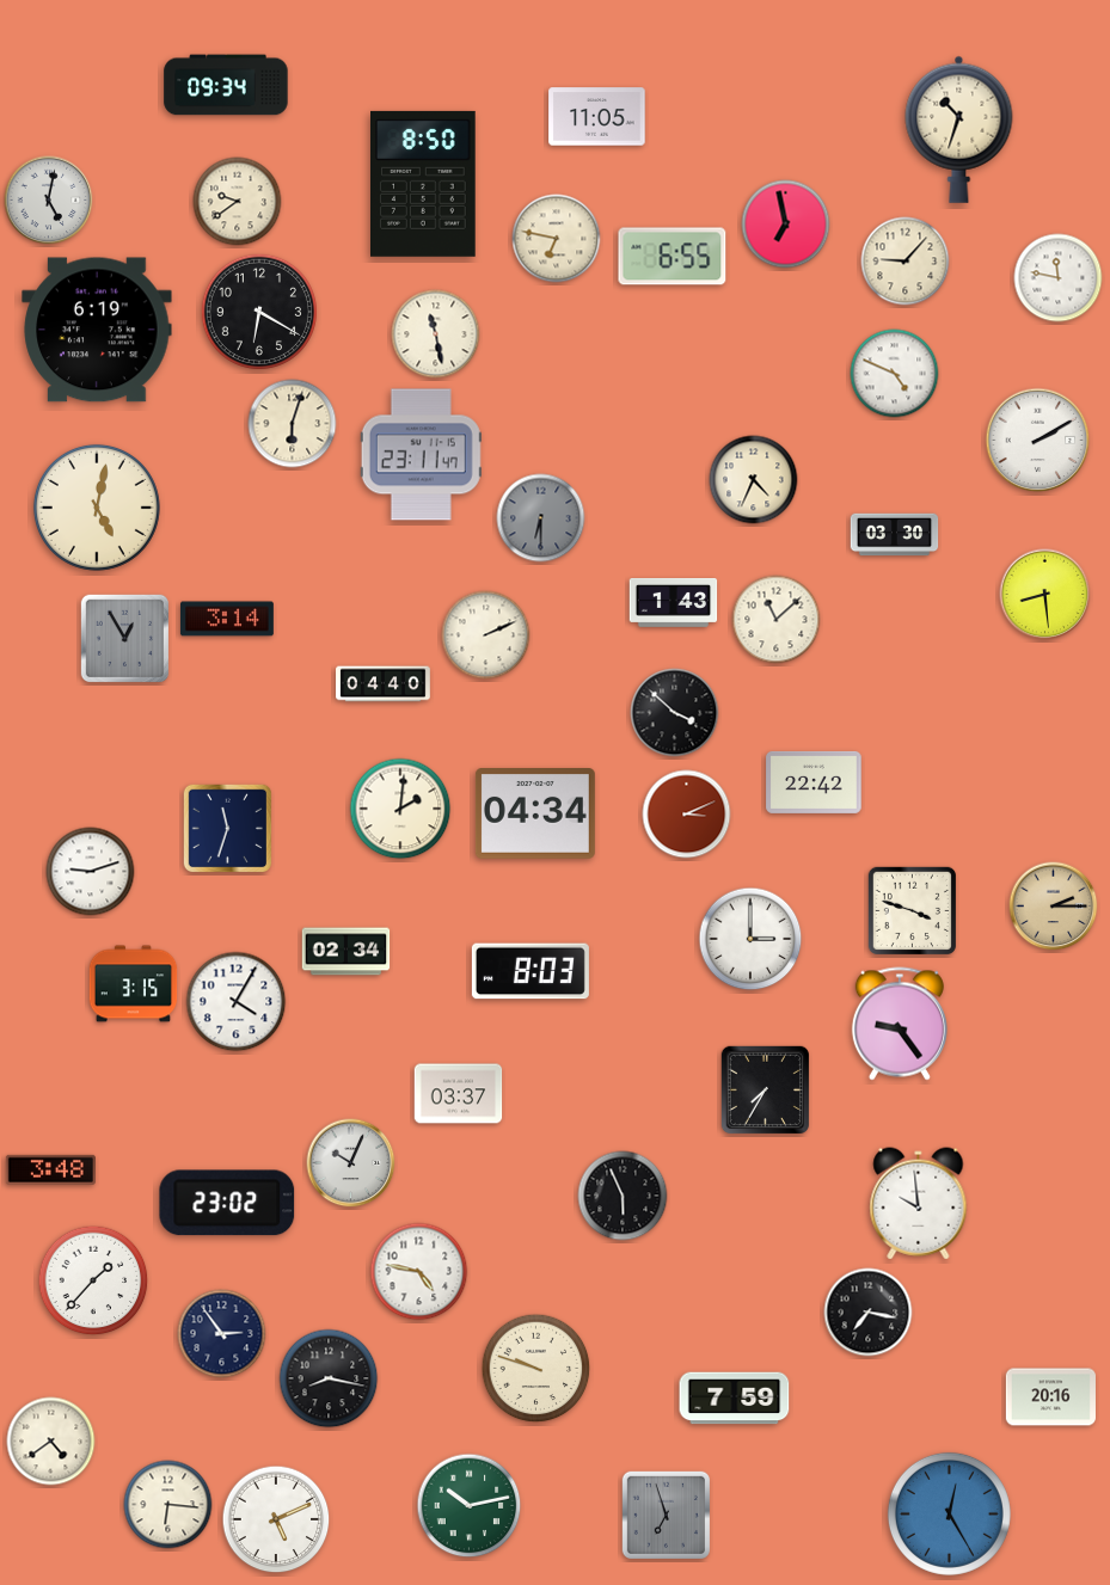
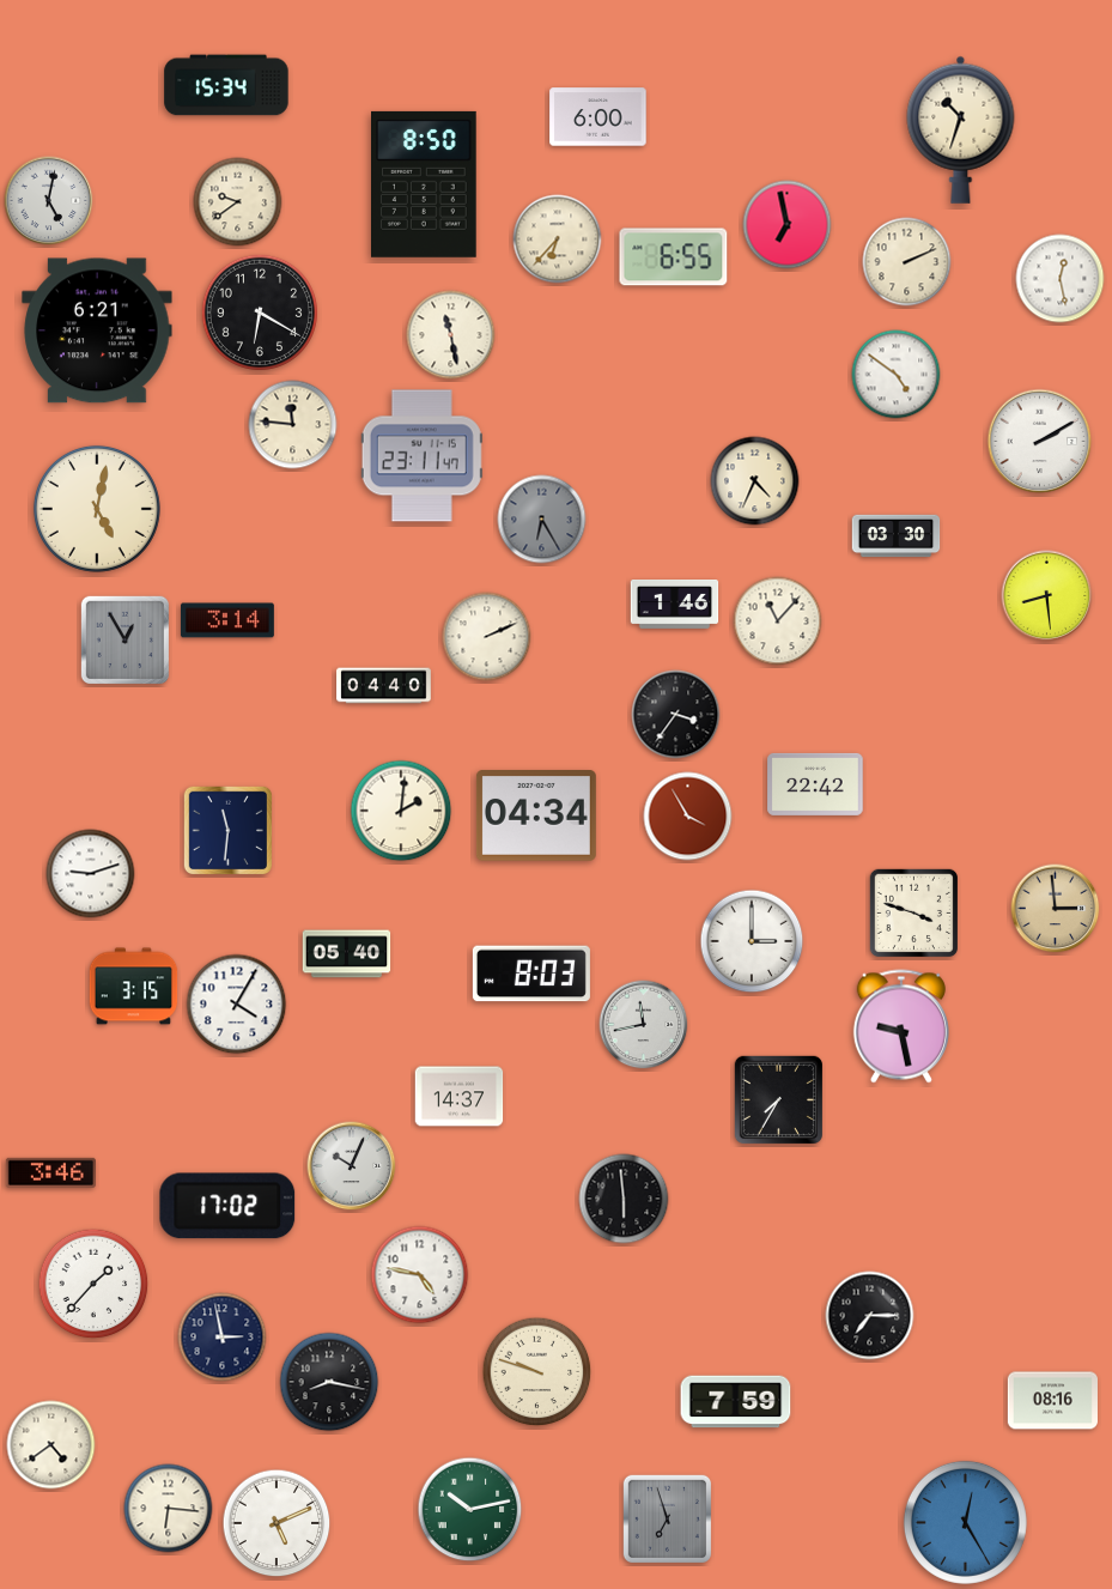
clock at (226, 85): 09:34 -> 15:34
clock at (597, 117): 11:05 -> 6:00
clock at (557, 239): 6:47 -> 6:37
clock at (906, 262): 9:07 -> 2:11
clock at (1059, 278): 11:47 -> 12:28
clock at (97, 330): 6:19 -> 6:21
clock at (436, 334) position: (436, 334) -> (451, 335)
clock at (895, 374): 4:49 -> 4:51
clock at (293, 424): 6:03 -> 11:46
clock at (541, 518): 6:30 -> 6:25
clock at (674, 603): 1:43 -> 1:46
clock at (777, 620): 11:08 -> 11:07
clock at (675, 713): 3:52 -> 3:36
clock at (687, 815): 3:11 -> 3:55
clock at (227, 828): 11:33 -> 11:31
clock at (1054, 907): 2:15 -> 2:59
clock at (347, 952): 02:34 -> 05:40
clock at (644, 1025): none -> 11:43
clock at (900, 1024): 9:24 -> 9:28
clock at (765, 1089) position: (765, 1089) -> (778, 1099)
clock at (459, 1094): 03:37 -> 14:37
clock at (50, 1169): 3:48 -> 3:46
clock at (623, 1196): 5:56 -> 5:59
clock at (227, 1203): 23:02 -> 17:02
clock at (919, 1204): 9:59 -> none
clock at (869, 1313): 7:17 -> 7:15
clock at (222, 1334): 2:54 -> 2:58
clock at (1050, 1397): 20:16 -> 08:16
clock at (949, 1513) position: (949, 1513) -> (965, 1522)
